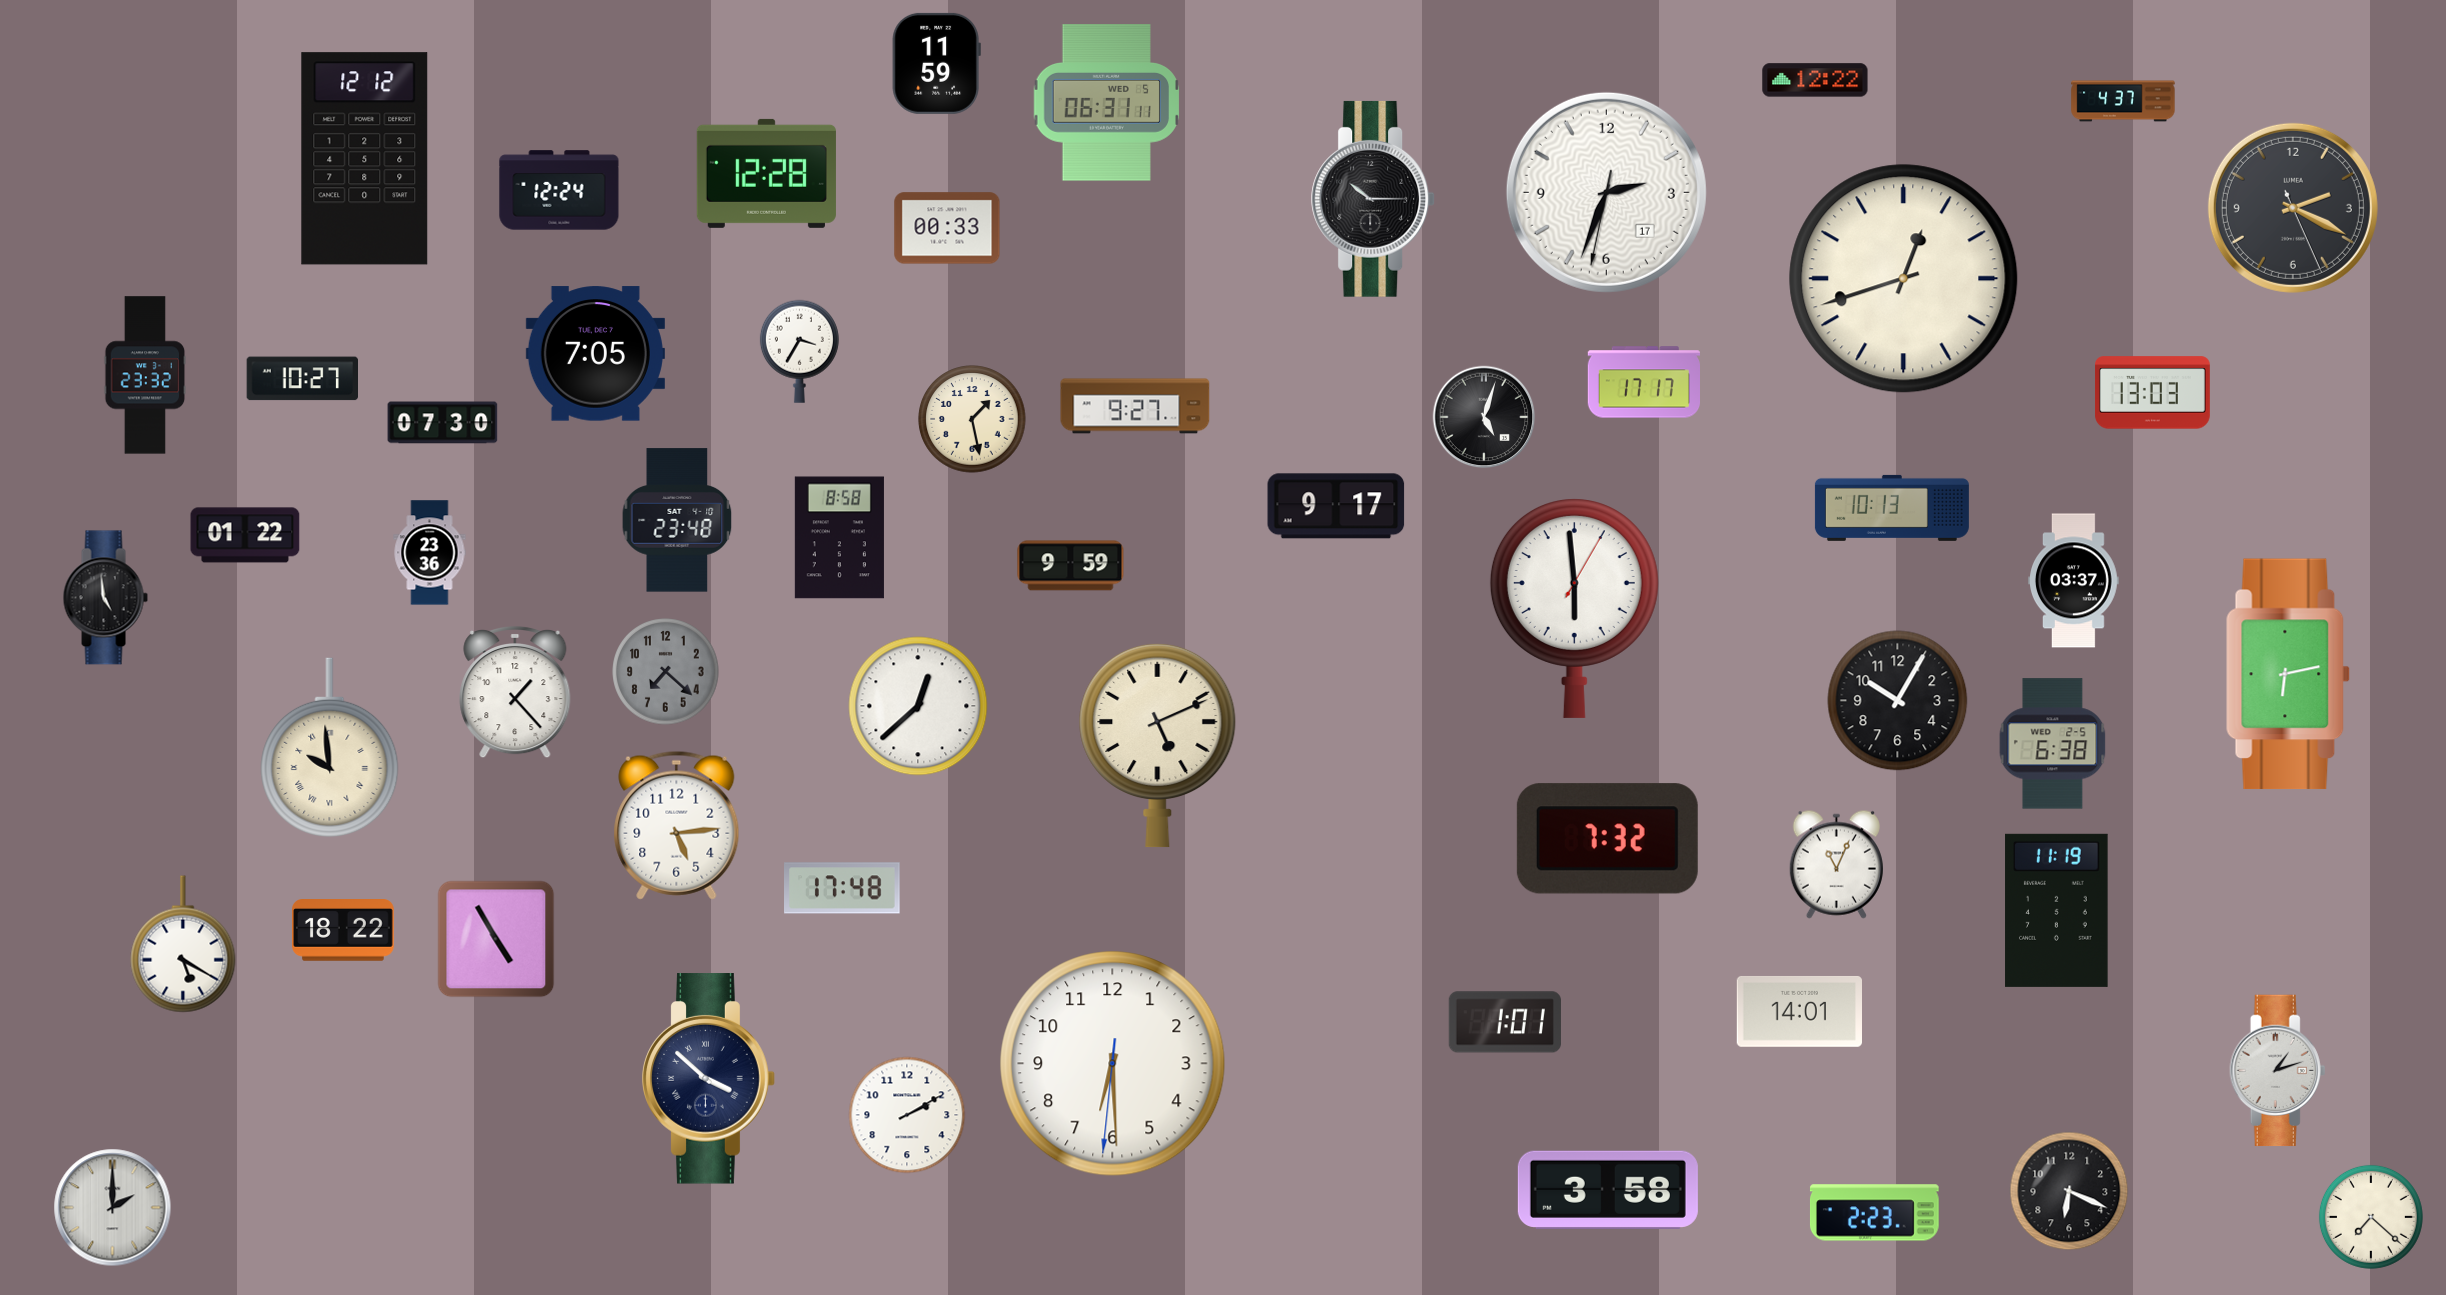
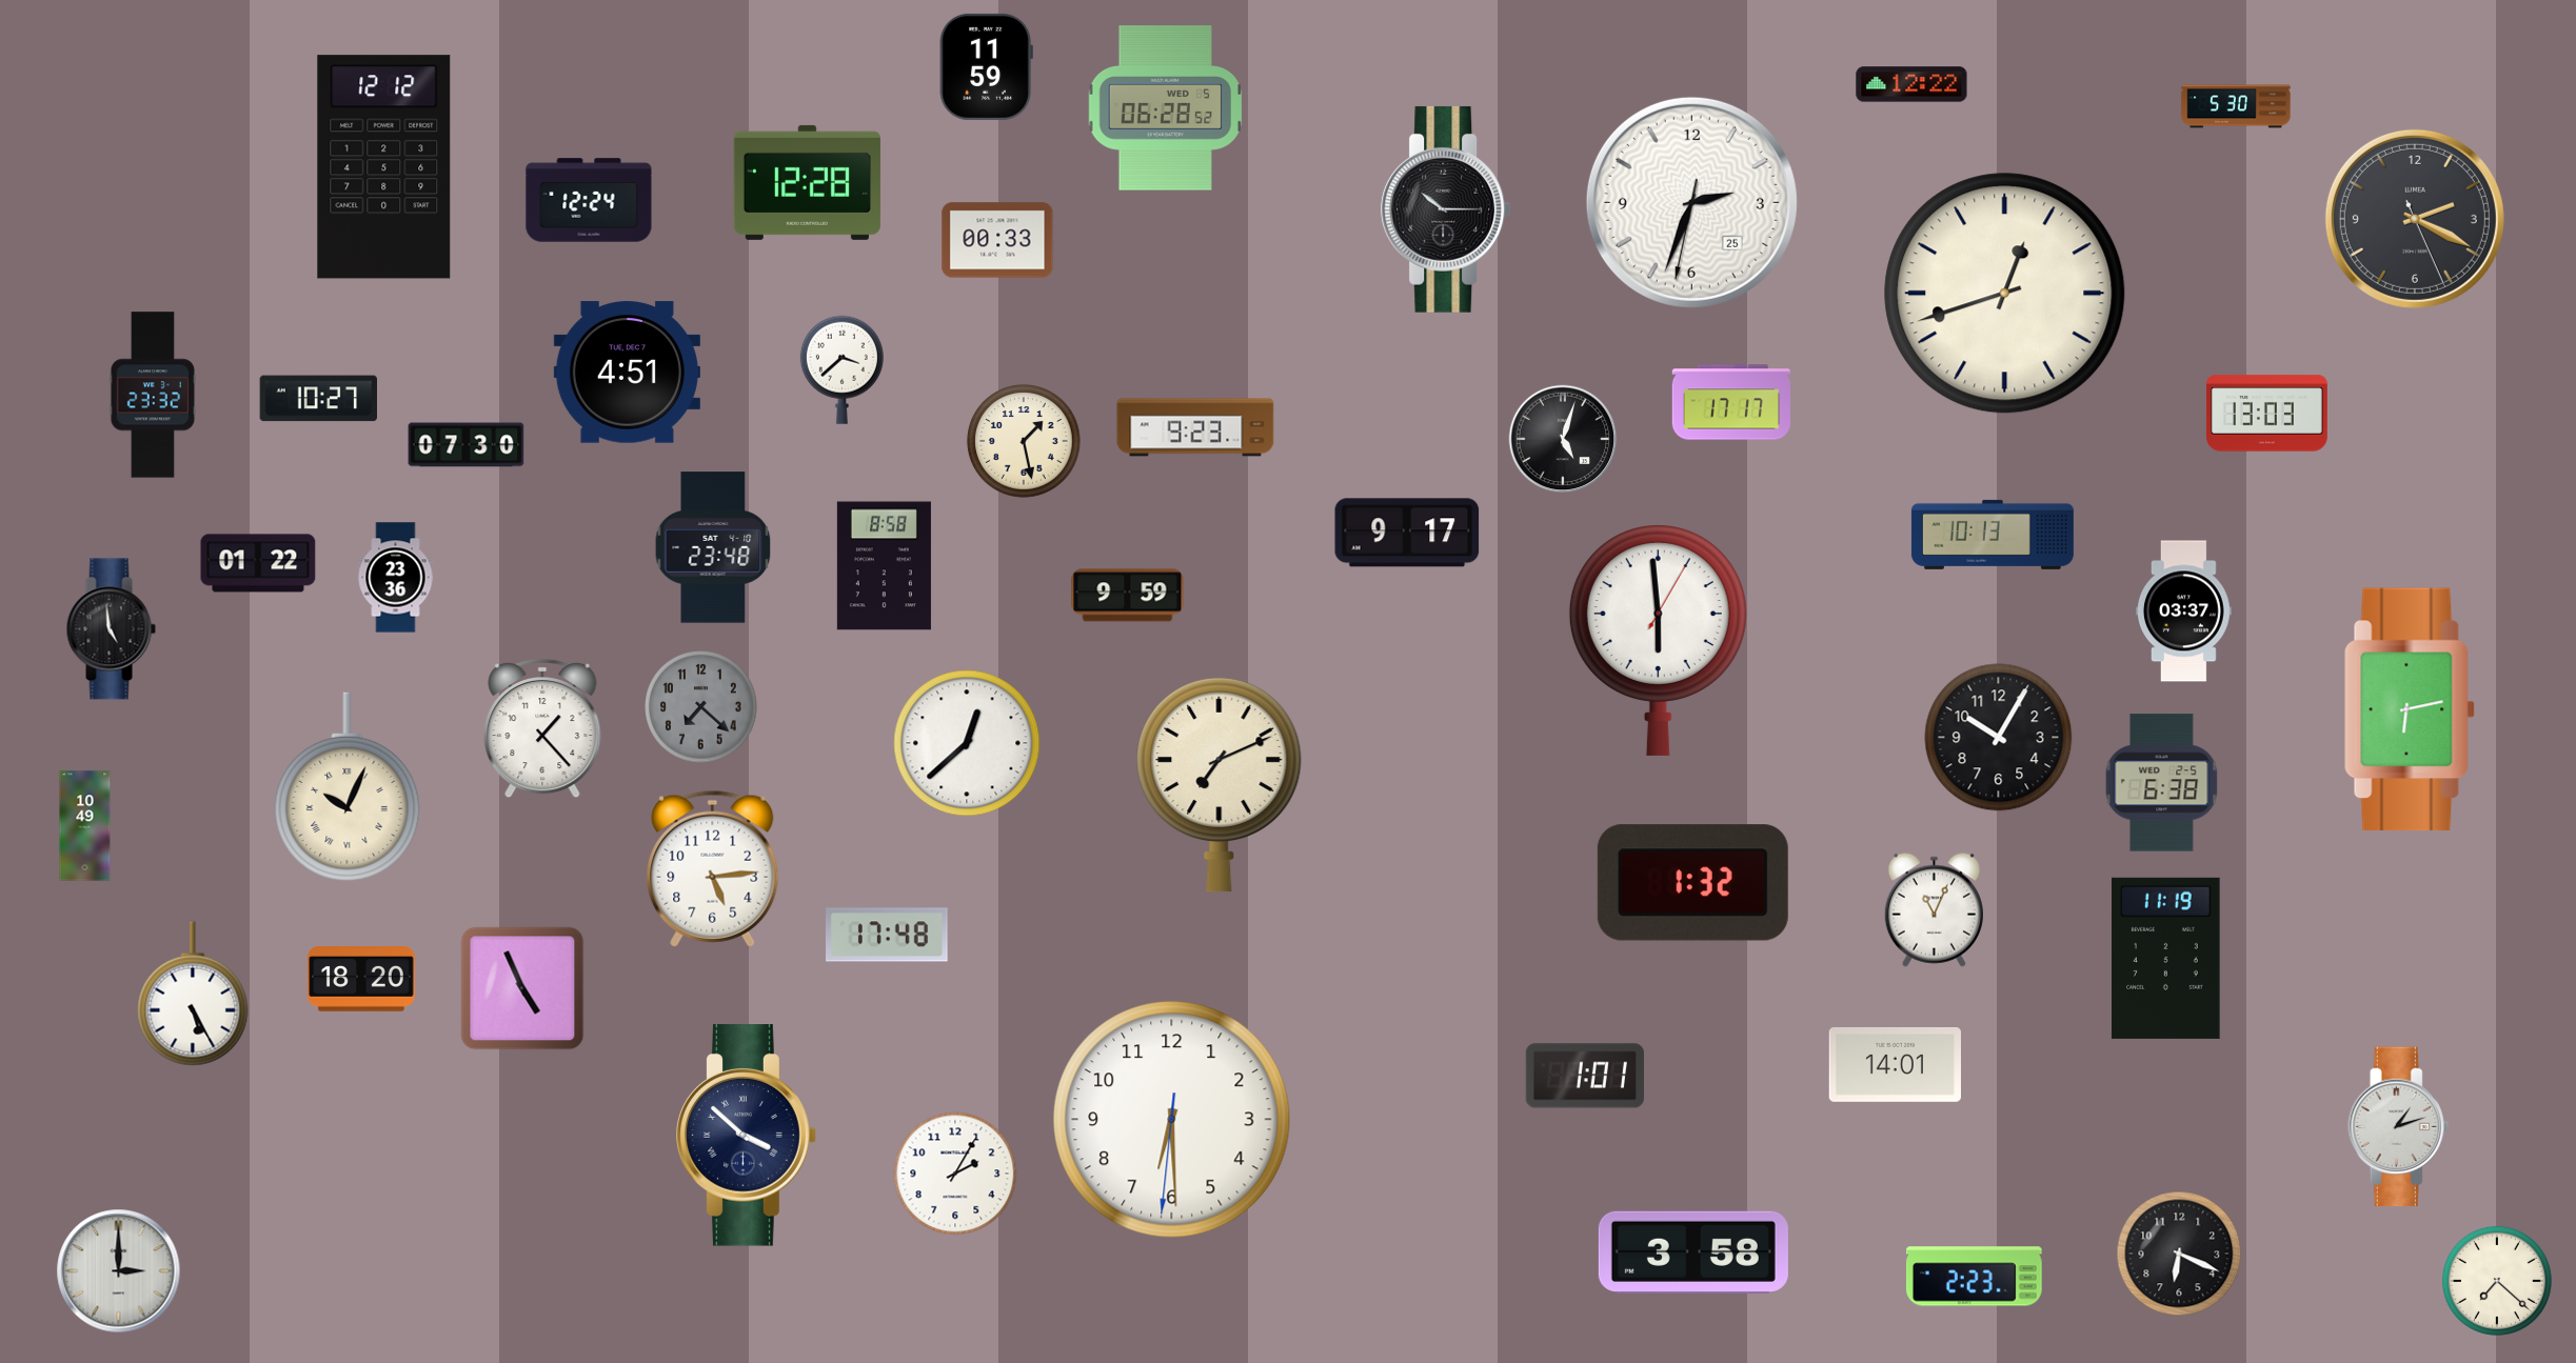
clock at (2123, 101): 4:37 -> 5:30
clock at (1107, 103): 06:31 -> 06:28
clock at (1606, 192) date: 17 -> 25
clock at (799, 351): 3:35 -> 3:38
clock at (595, 354): 7:05 -> 4:51
clock at (1135, 406): 9:27 -> 9:23
clock at (430, 553) position: (430, 553) -> (396, 578)
clock at (1158, 745): 5:11 -> 7:11
clock at (330, 748): 9:59 -> 10:04
clock at (85, 826): none -> 10:49
clock at (1607, 839): 7:32 -> 1:32
clock at (344, 931): 18:22 -> 18:20
clock at (496, 939): 4:55 -> 4:56
clock at (183, 944): 5:20 -> 5:25
clock at (907, 1115): 2:10 -> 2:05
clock at (113, 1208): 2:00 -> 3:00
